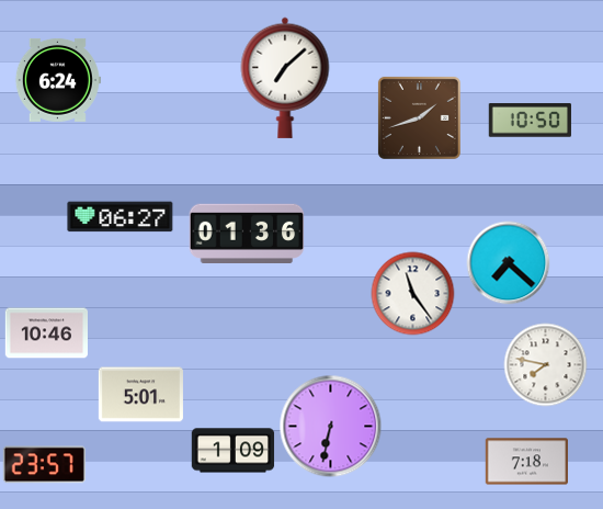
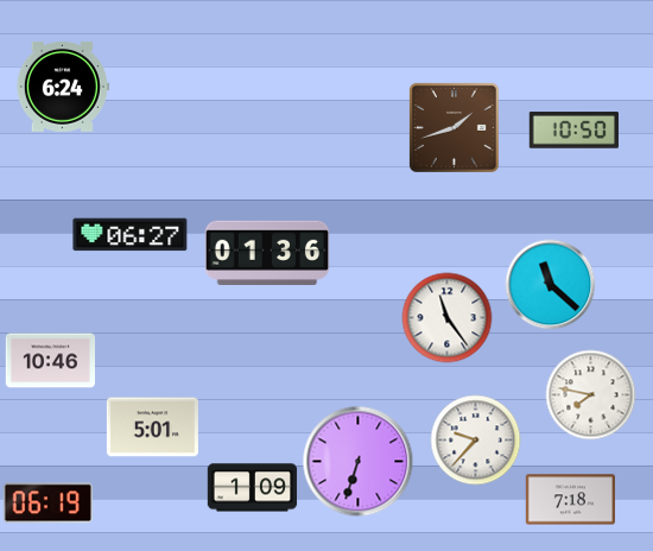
clock at (285, 78): 7:08 -> none
clock at (509, 263): 7:22 -> 11:22
clock at (476, 441): none -> 9:37
clock at (331, 427): 6:32 -> 6:33
clock at (44, 465): 23:57 -> 06:19
